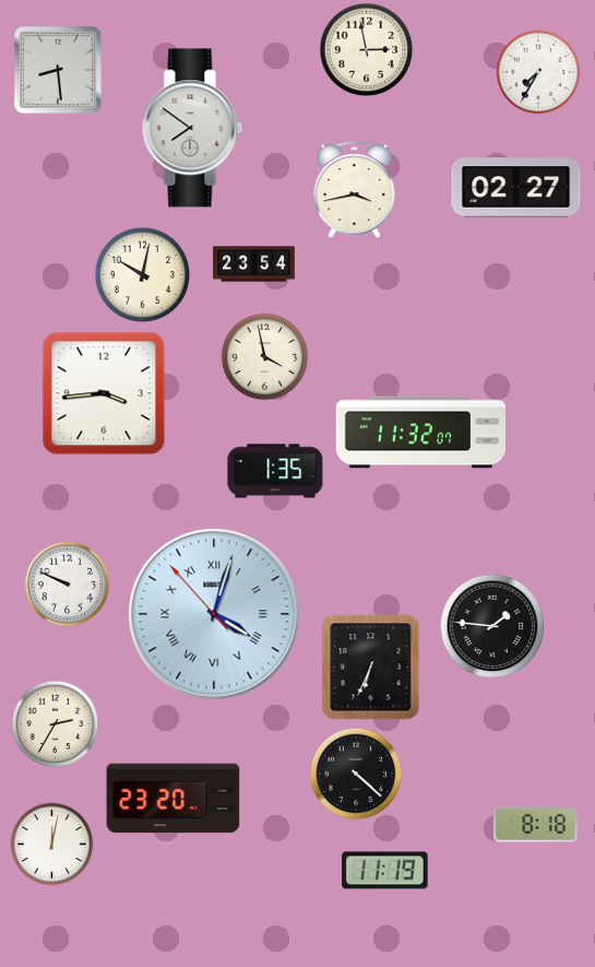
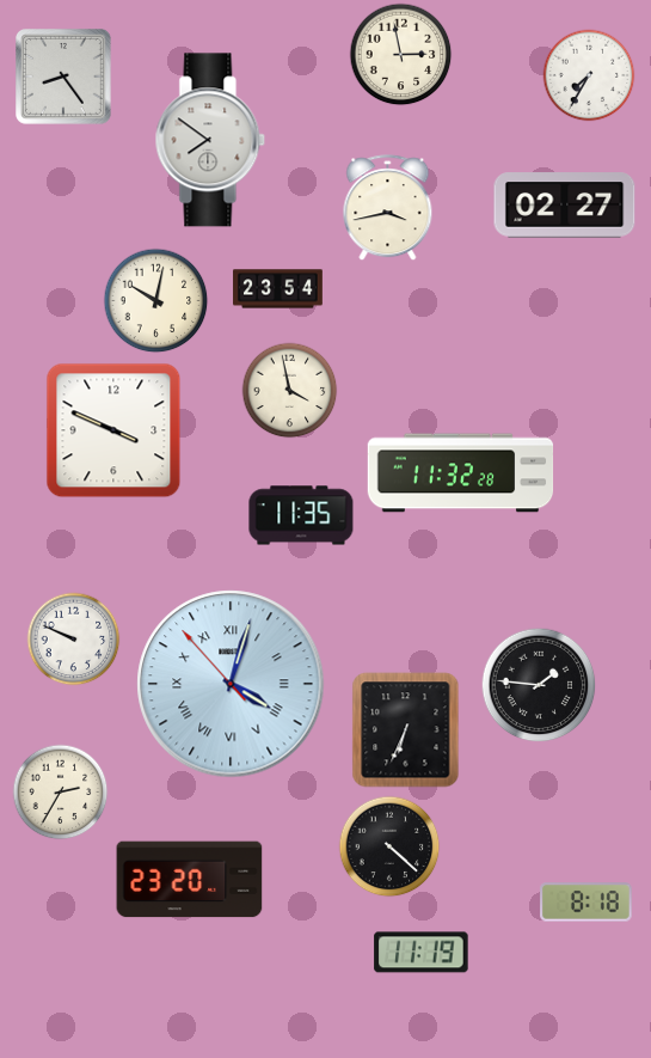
clock at (59, 71): 8:29 -> 8:24
clock at (538, 72) position: (538, 72) -> (589, 75)
clock at (104, 393): 3:44 -> 3:49
clock at (421, 433): 11:32:07 -> 11:32:28
clock at (275, 471): 1:35 -> 11:35
clock at (214, 614) position: (214, 614) -> (231, 684)
clock at (174, 799) position: (174, 799) -> (190, 880)
clock at (52, 845): 12:02 -> none
